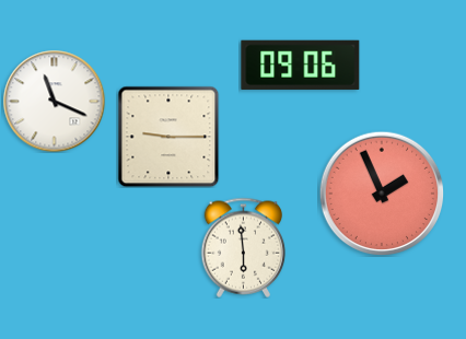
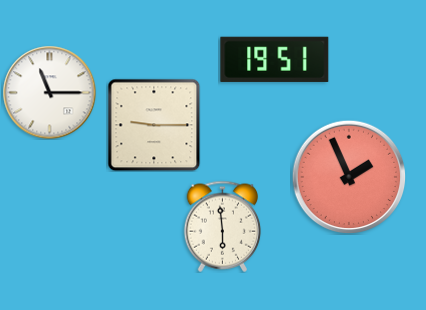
clock at (301, 65): 09:06 -> 19:51
clock at (54, 101): 11:19 -> 11:15
